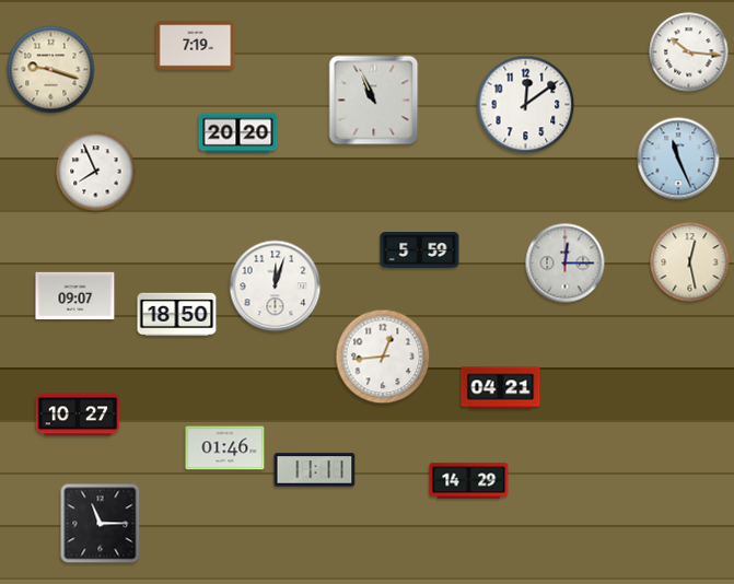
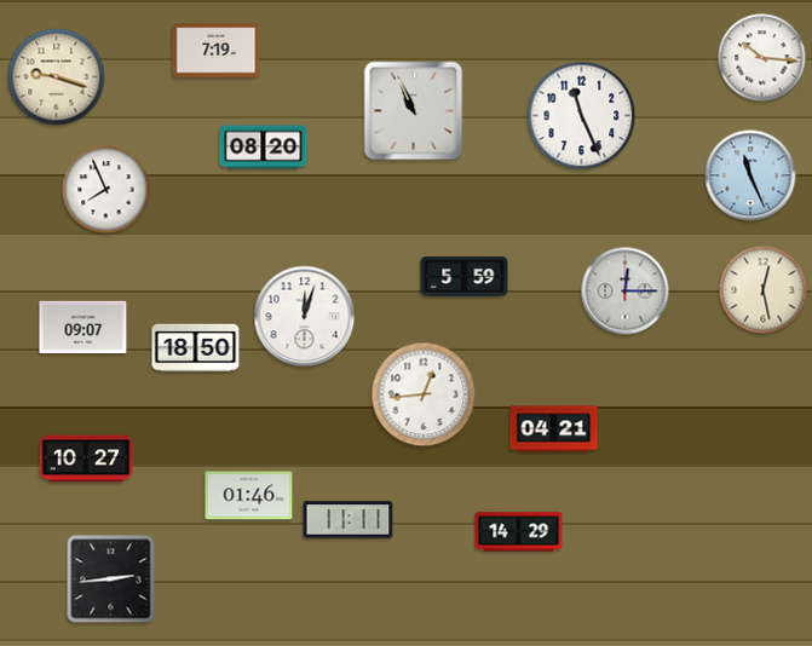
clock at (526, 105): 12:09 -> 11:26
clock at (238, 133): 20:20 -> 08:20
clock at (101, 524): 11:15 -> 2:44
